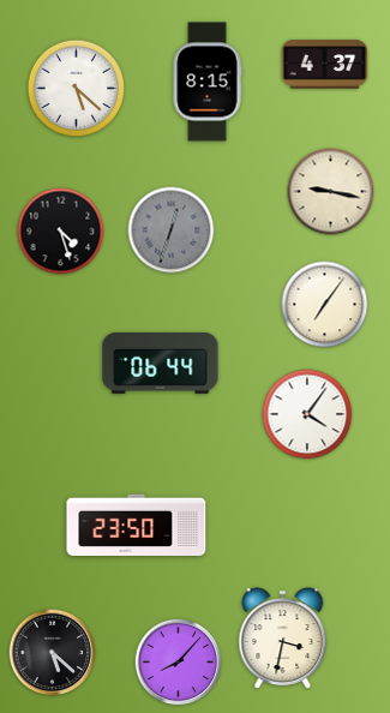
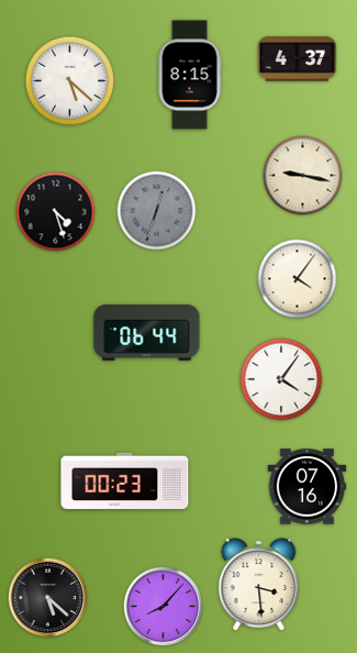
clock at (325, 305): 7:06 -> 4:06
clock at (137, 525): 23:50 -> 00:23
clock at (308, 487): none -> 07:16
clock at (283, 639): 3:32 -> 3:29
